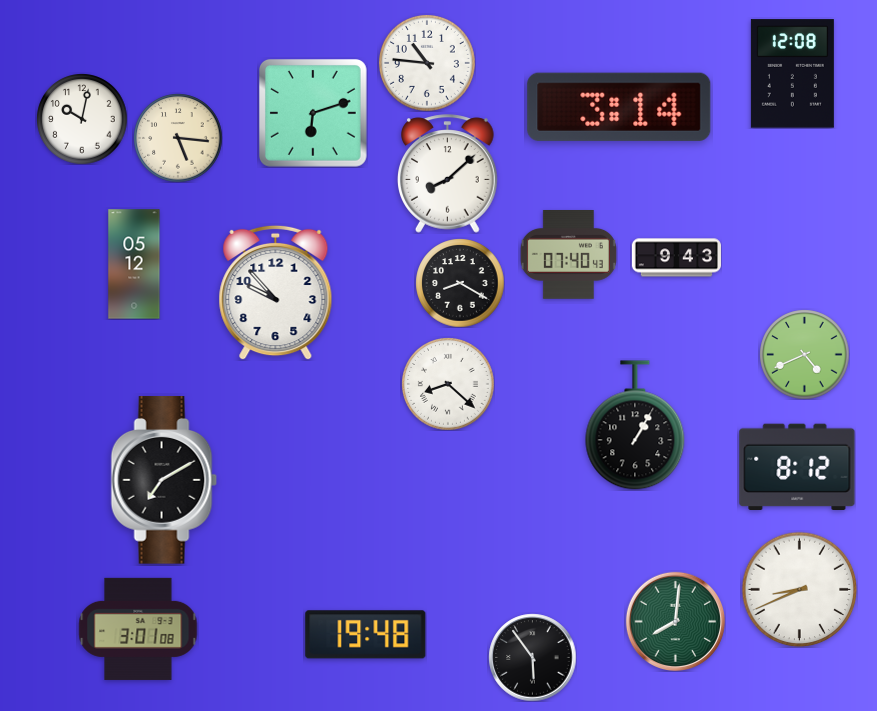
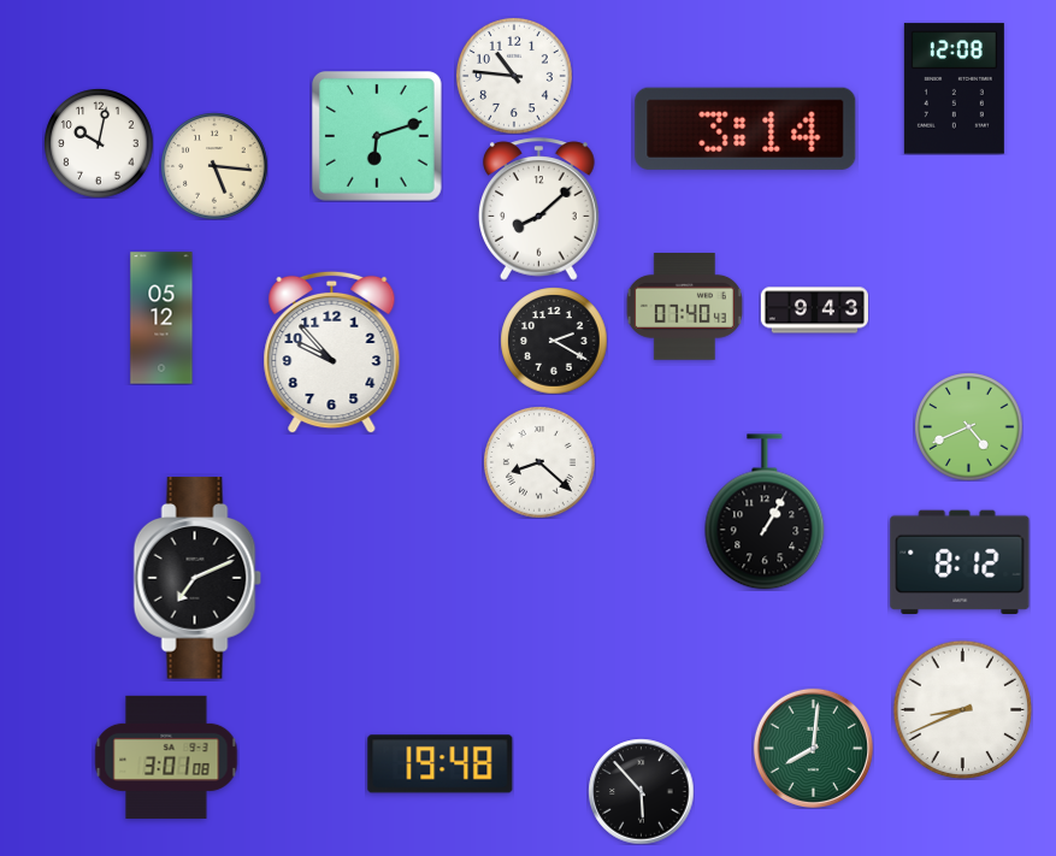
clock at (460, 283): 8:20 -> 2:20
clock at (164, 480): 7:10 -> 7:11
clock at (532, 657): 5:54 -> 5:53
